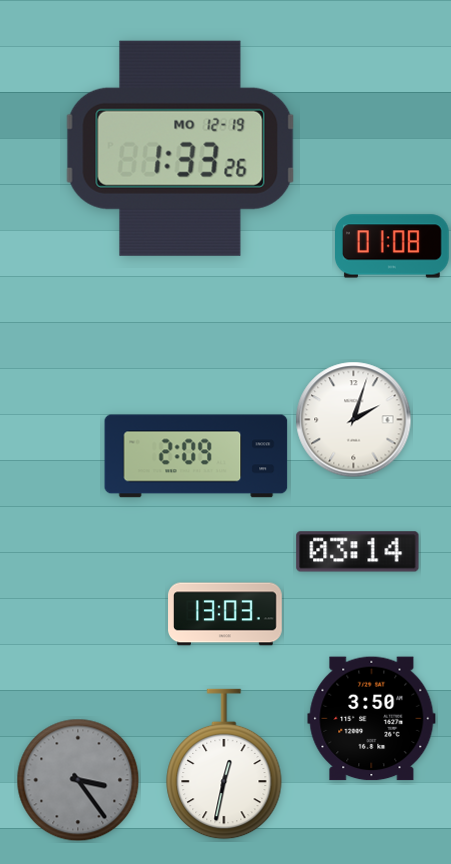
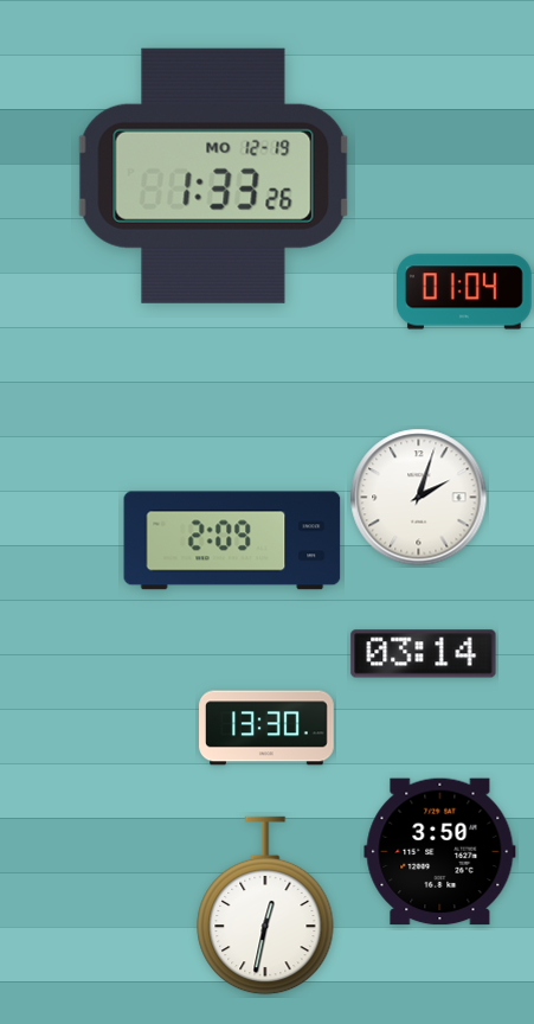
clock at (393, 246): 01:08 -> 01:04
clock at (225, 614): 13:03 -> 13:30
clock at (78, 780): 3:24 -> none
